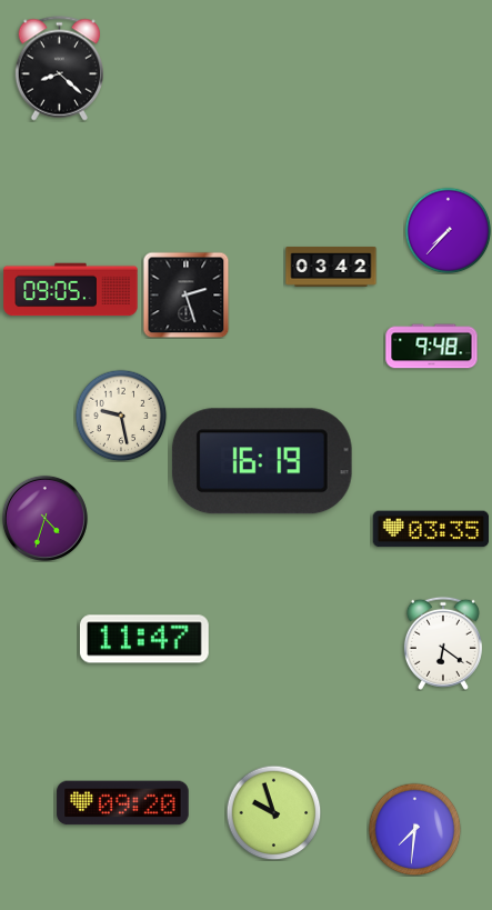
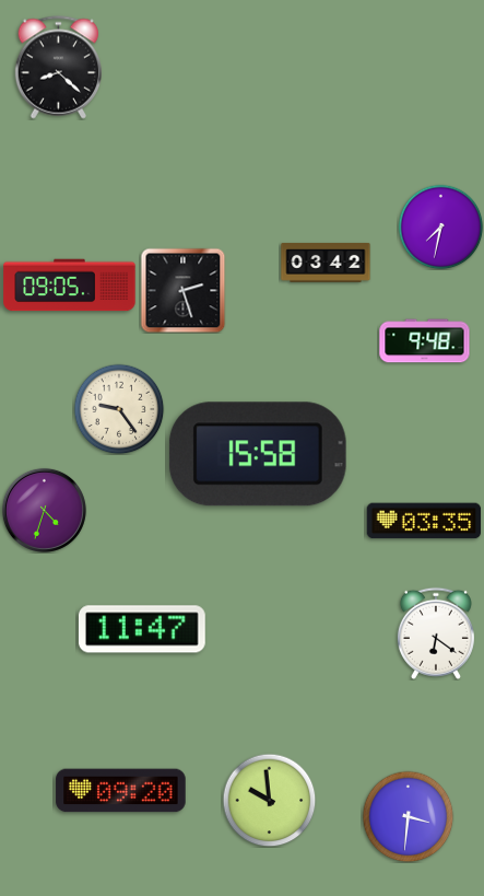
clock at (448, 230): 7:37 -> 7:32
clock at (121, 416): 9:28 -> 9:24
clock at (262, 461): 16:19 -> 15:58
clock at (273, 812): 9:57 -> 9:59
clock at (414, 829): 7:31 -> 3:31
